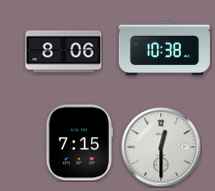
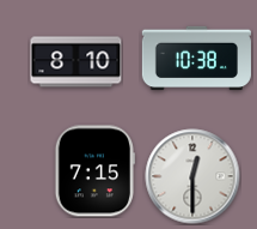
clock at (64, 52): 8:06 -> 8:10
